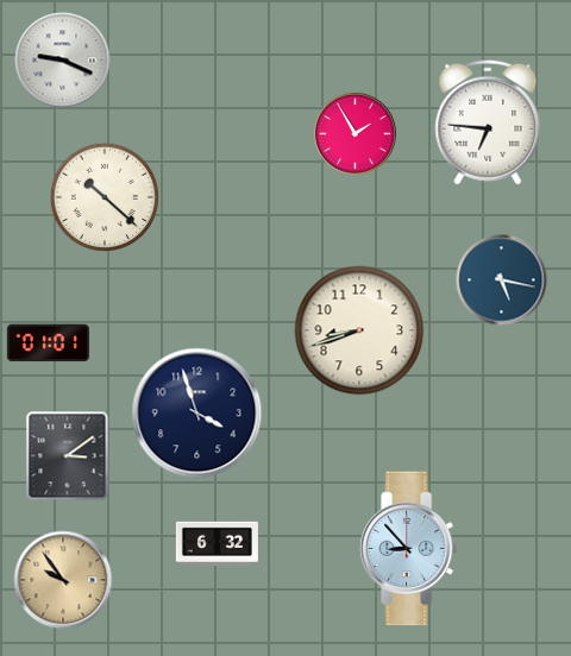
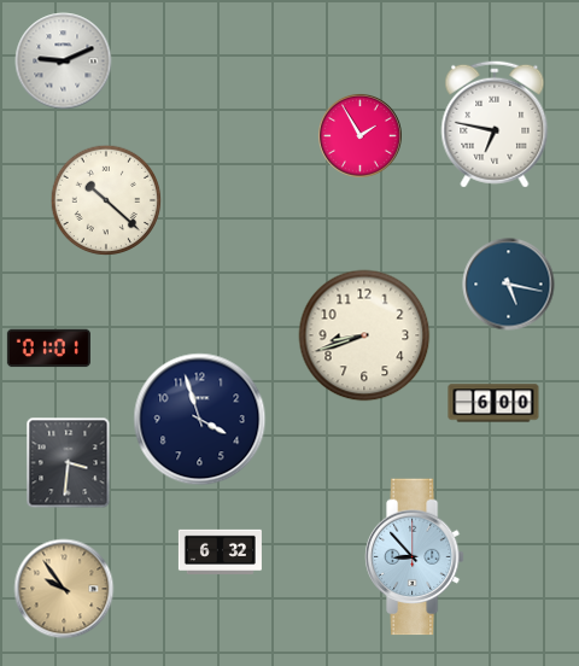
clock at (63, 61): 9:19 -> 9:11
clock at (488, 122): 6:46 -> 6:47
clock at (493, 403): none -> 6:00
clock at (68, 456): 3:09 -> 3:31
